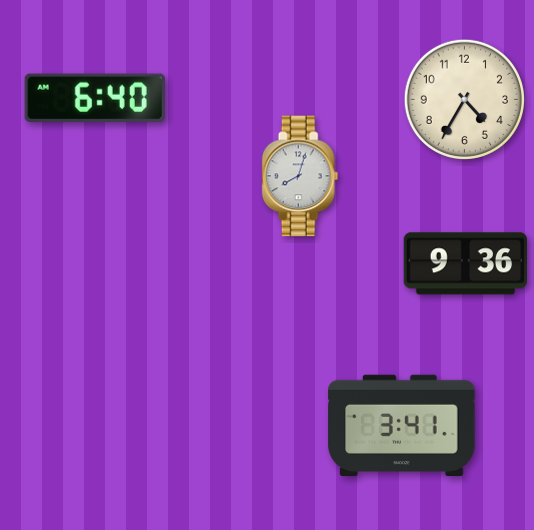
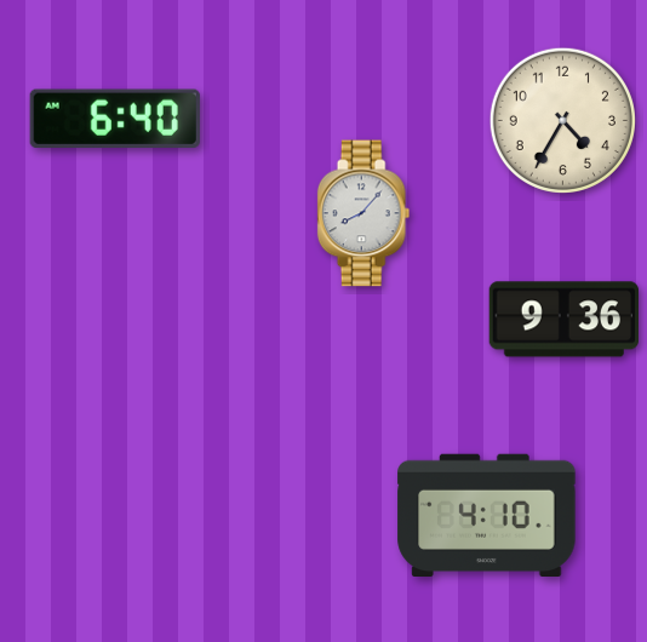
clock at (300, 176): 8:03 -> 8:07
clock at (402, 425): 3:41 -> 4:10
